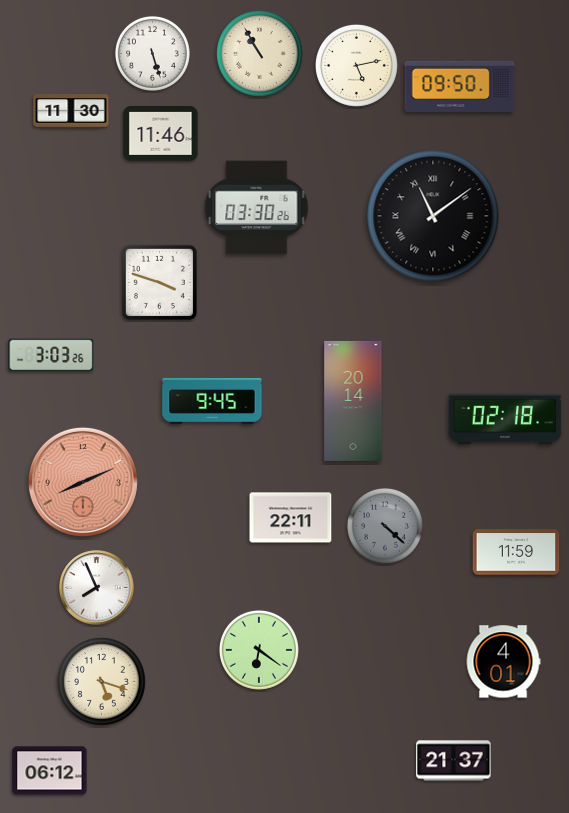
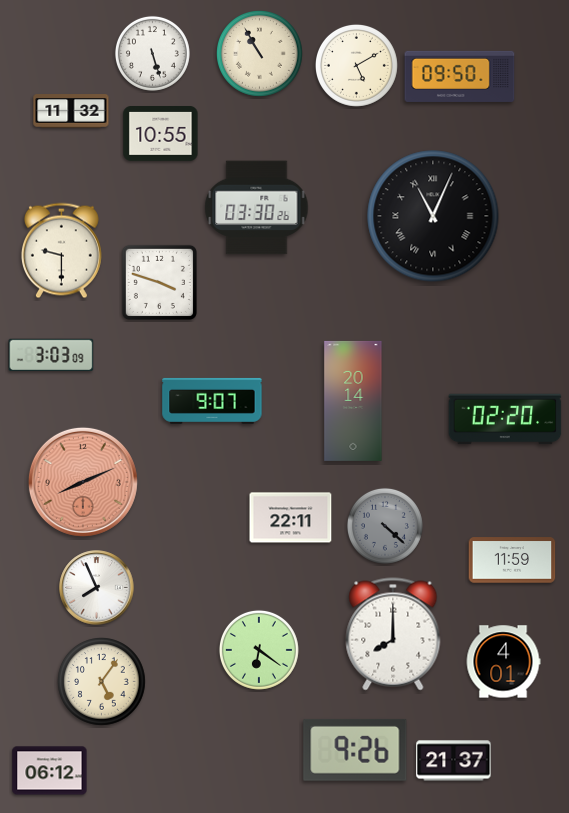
clock at (356, 65): 5:13 -> 5:10
clock at (460, 86) position: (460, 86) -> (460, 76)
clock at (71, 111): 11:30 -> 11:32
clock at (161, 134): 11:46 -> 10:55
clock at (433, 216): 11:09 -> 11:04
clock at (61, 251): none -> 9:30
clock at (51, 354): 3:03:26 -> 3:03:09
clock at (212, 401): 9:45 -> 9:07
clock at (505, 419): 02:18 -> 02:20
clock at (516, 552) position: (516, 552) -> (512, 560)
clock at (393, 634): none -> 8:00
clock at (102, 682): 5:18 -> 5:06
clock at (355, 750): none -> 9:26
